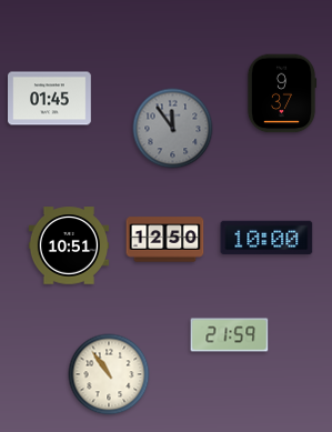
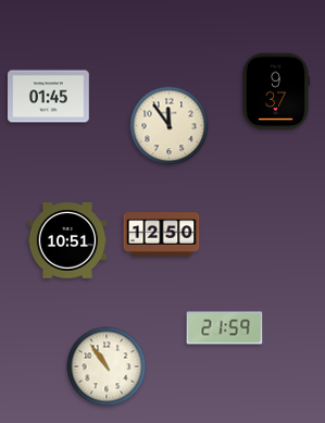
clock at (173, 129) dial: grey -> cream
clock at (266, 238): 10:00 -> none
